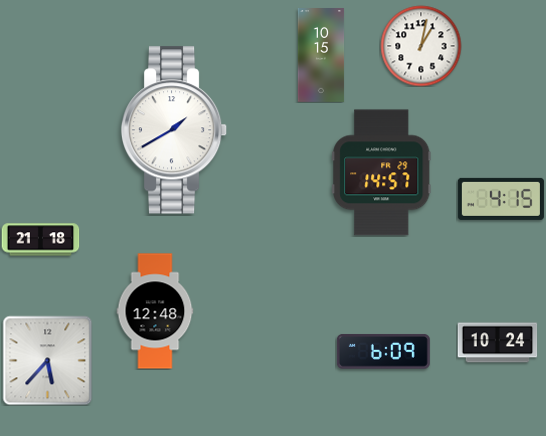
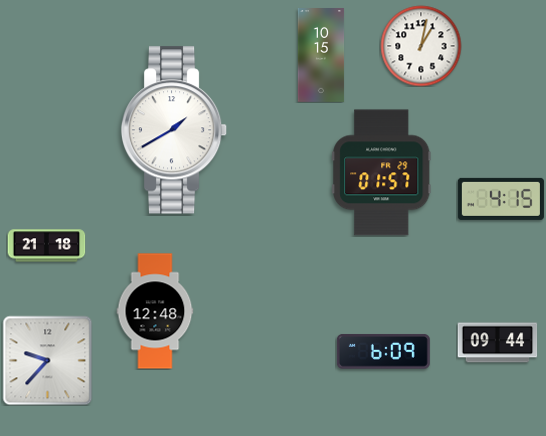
clock at (382, 173): 14:57 -> 01:57
clock at (40, 240) position: (40, 240) -> (46, 246)
clock at (497, 343): 10:24 -> 09:44
clock at (47, 360): 5:37 -> 9:37
